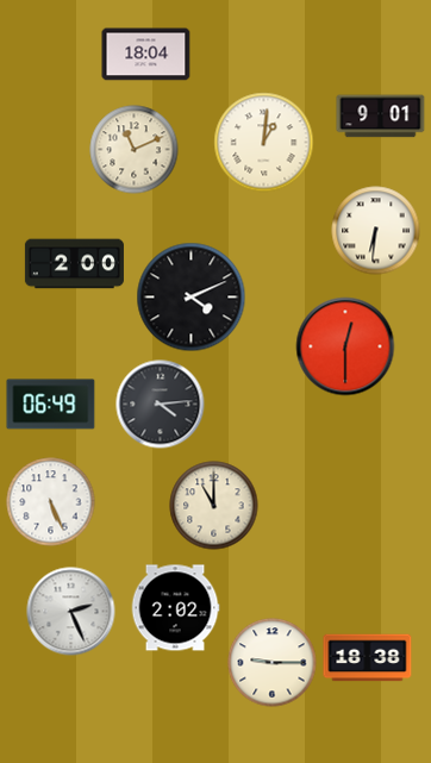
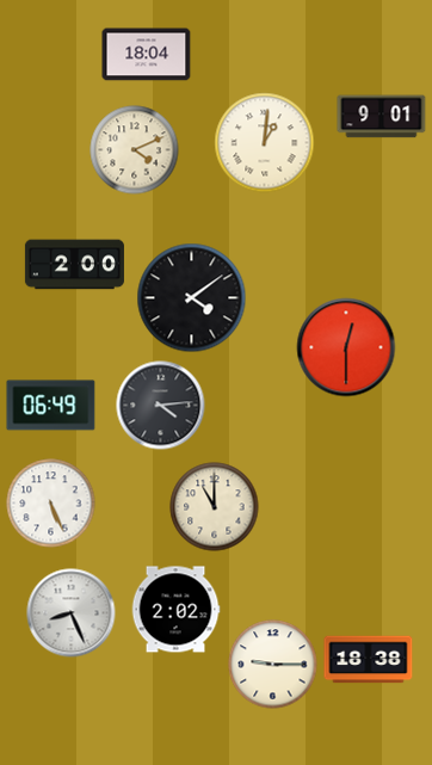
clock at (135, 150): 11:11 -> 4:11
clock at (376, 231): 6:31 -> none
clock at (192, 298): 4:11 -> 4:09
clock at (71, 612): 2:26 -> 8:26
